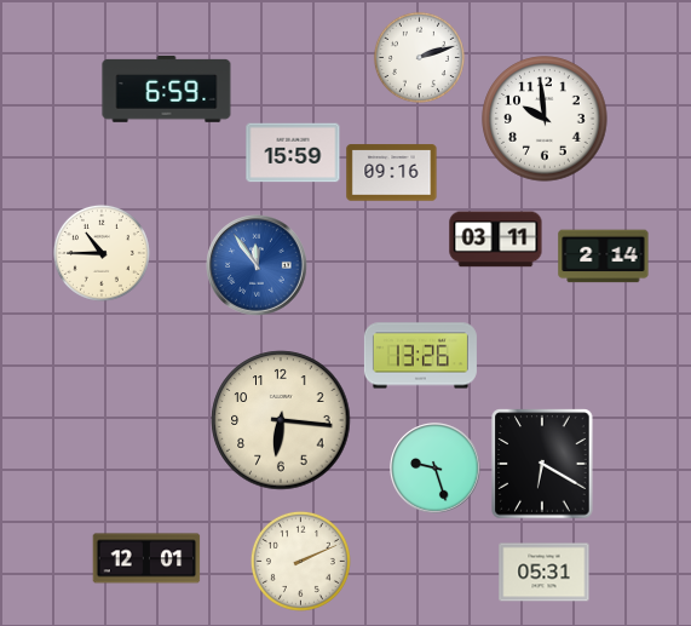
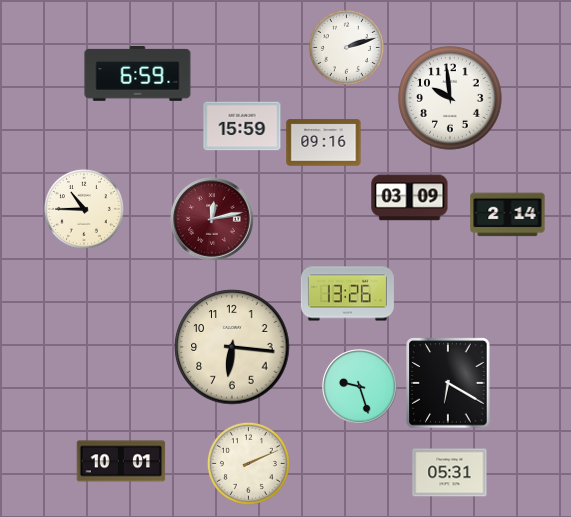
clock at (496, 240): 03:11 -> 03:09
clock at (604, 257) position: (604, 257) -> (508, 215)
clock at (258, 266): 11:54 -> 12:13
clock at (258, 266) dial: blue -> burgundy
clock at (146, 558): 12:01 -> 10:01
